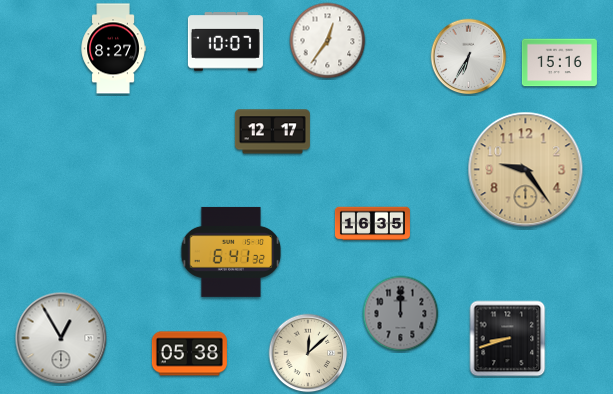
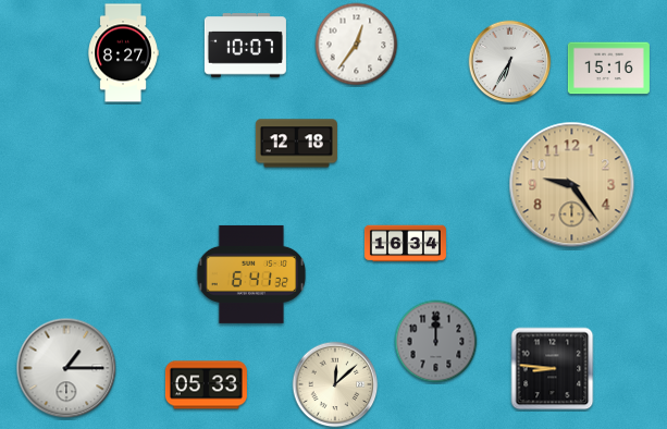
clock at (272, 132): 12:17 -> 12:18
clock at (372, 224): 16:35 -> 16:34
clock at (61, 338): 12:55 -> 1:15
clock at (508, 339): 8:42 -> 8:46
clock at (189, 354): 05:38 -> 05:33
